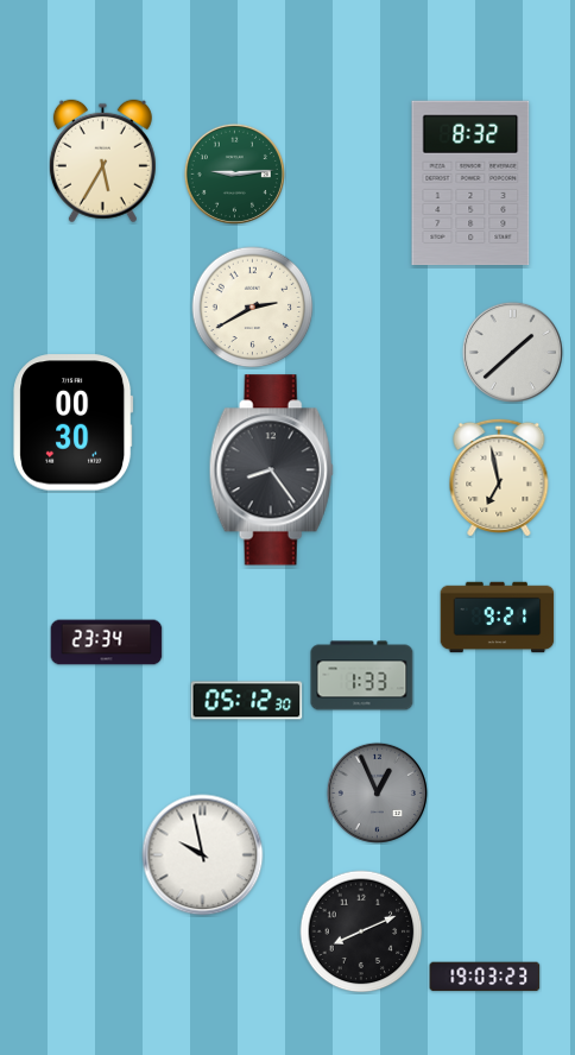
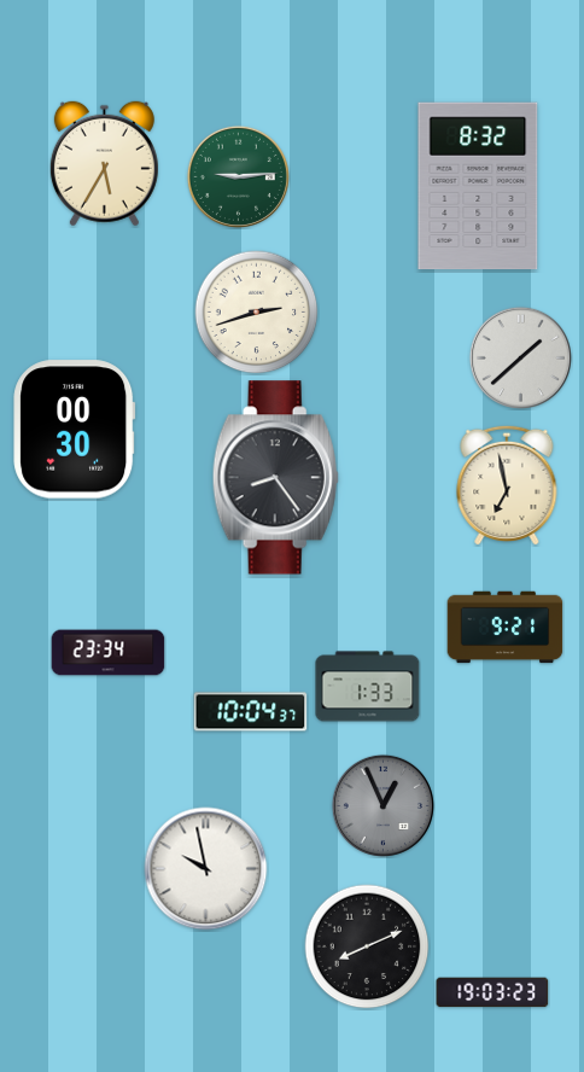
clock at (253, 308): 2:40 -> 2:42
clock at (247, 701): 05:12 -> 10:04
